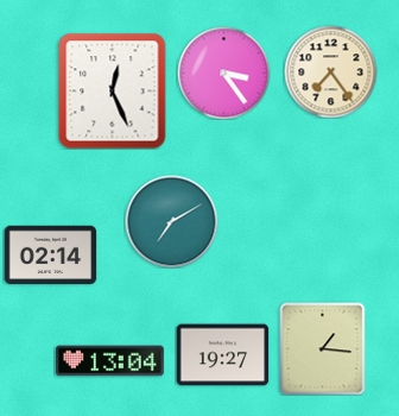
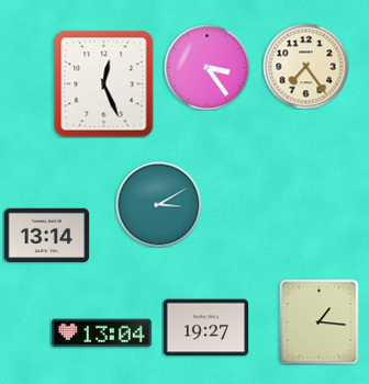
clock at (171, 221): 7:10 -> 3:10
clock at (50, 254): 02:14 -> 13:14
clock at (323, 348) position: (323, 348) -> (320, 321)
